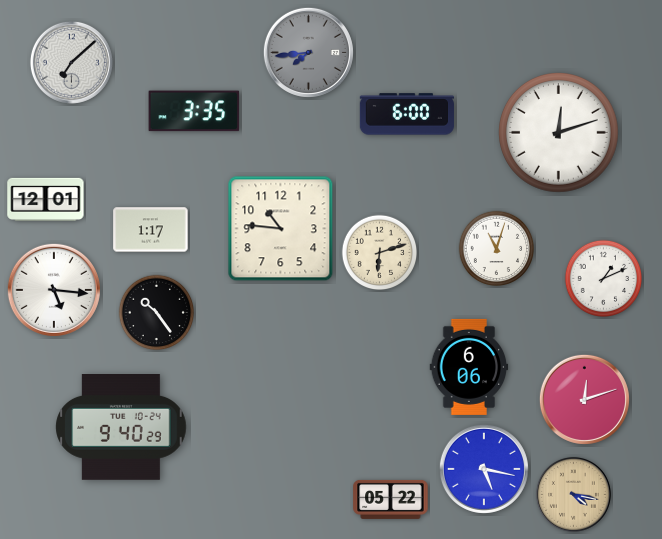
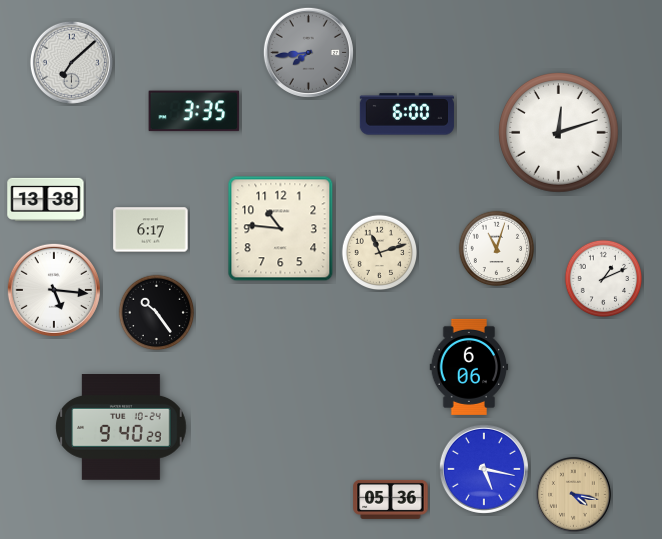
clock at (46, 199): 12:01 -> 13:38
clock at (151, 230): 1:17 -> 6:17
clock at (380, 253): 6:12 -> 11:12
clock at (584, 399): 12:12 -> none
clock at (391, 499): 05:22 -> 05:36
